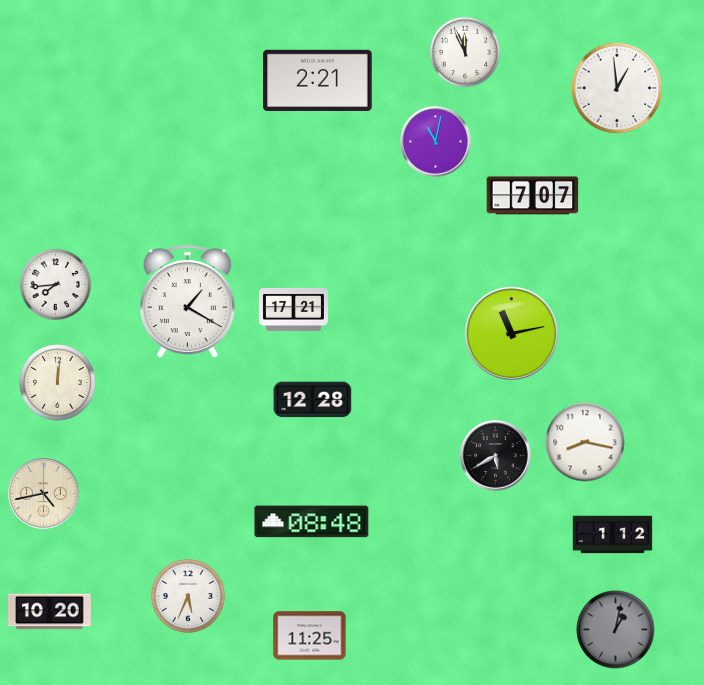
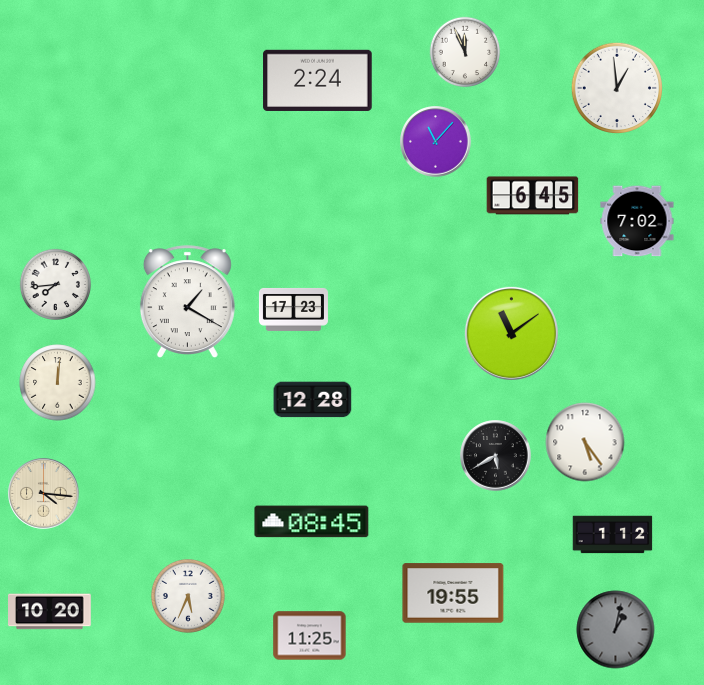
clock at (318, 80): 2:21 -> 2:24
clock at (436, 142): 11:02 -> 11:07
clock at (533, 196): 7:07 -> 6:45
clock at (637, 221): none -> 7:02
clock at (293, 309): 17:21 -> 17:23
clock at (511, 333): 11:13 -> 11:09
clock at (585, 442): 8:17 -> 5:24
clock at (44, 494): 4:43 -> 4:16
clock at (312, 522): 08:48 -> 08:45
clock at (453, 593): none -> 19:55
